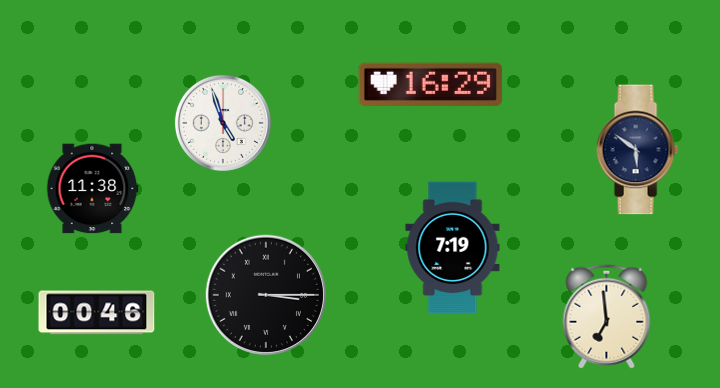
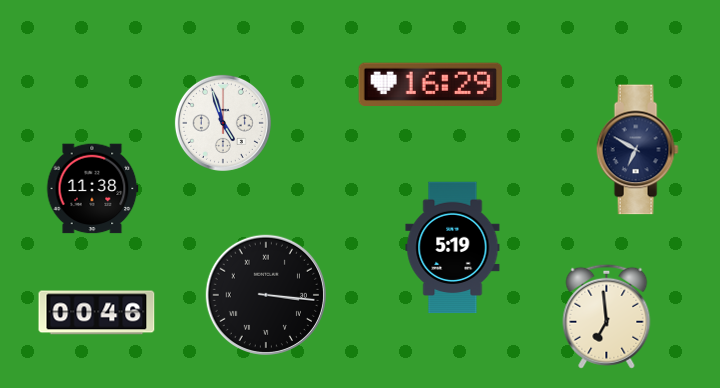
clock at (637, 150): 5:51 -> 6:50
clock at (453, 248): 7:19 -> 5:19
clock at (266, 295): 3:15 -> 3:16
